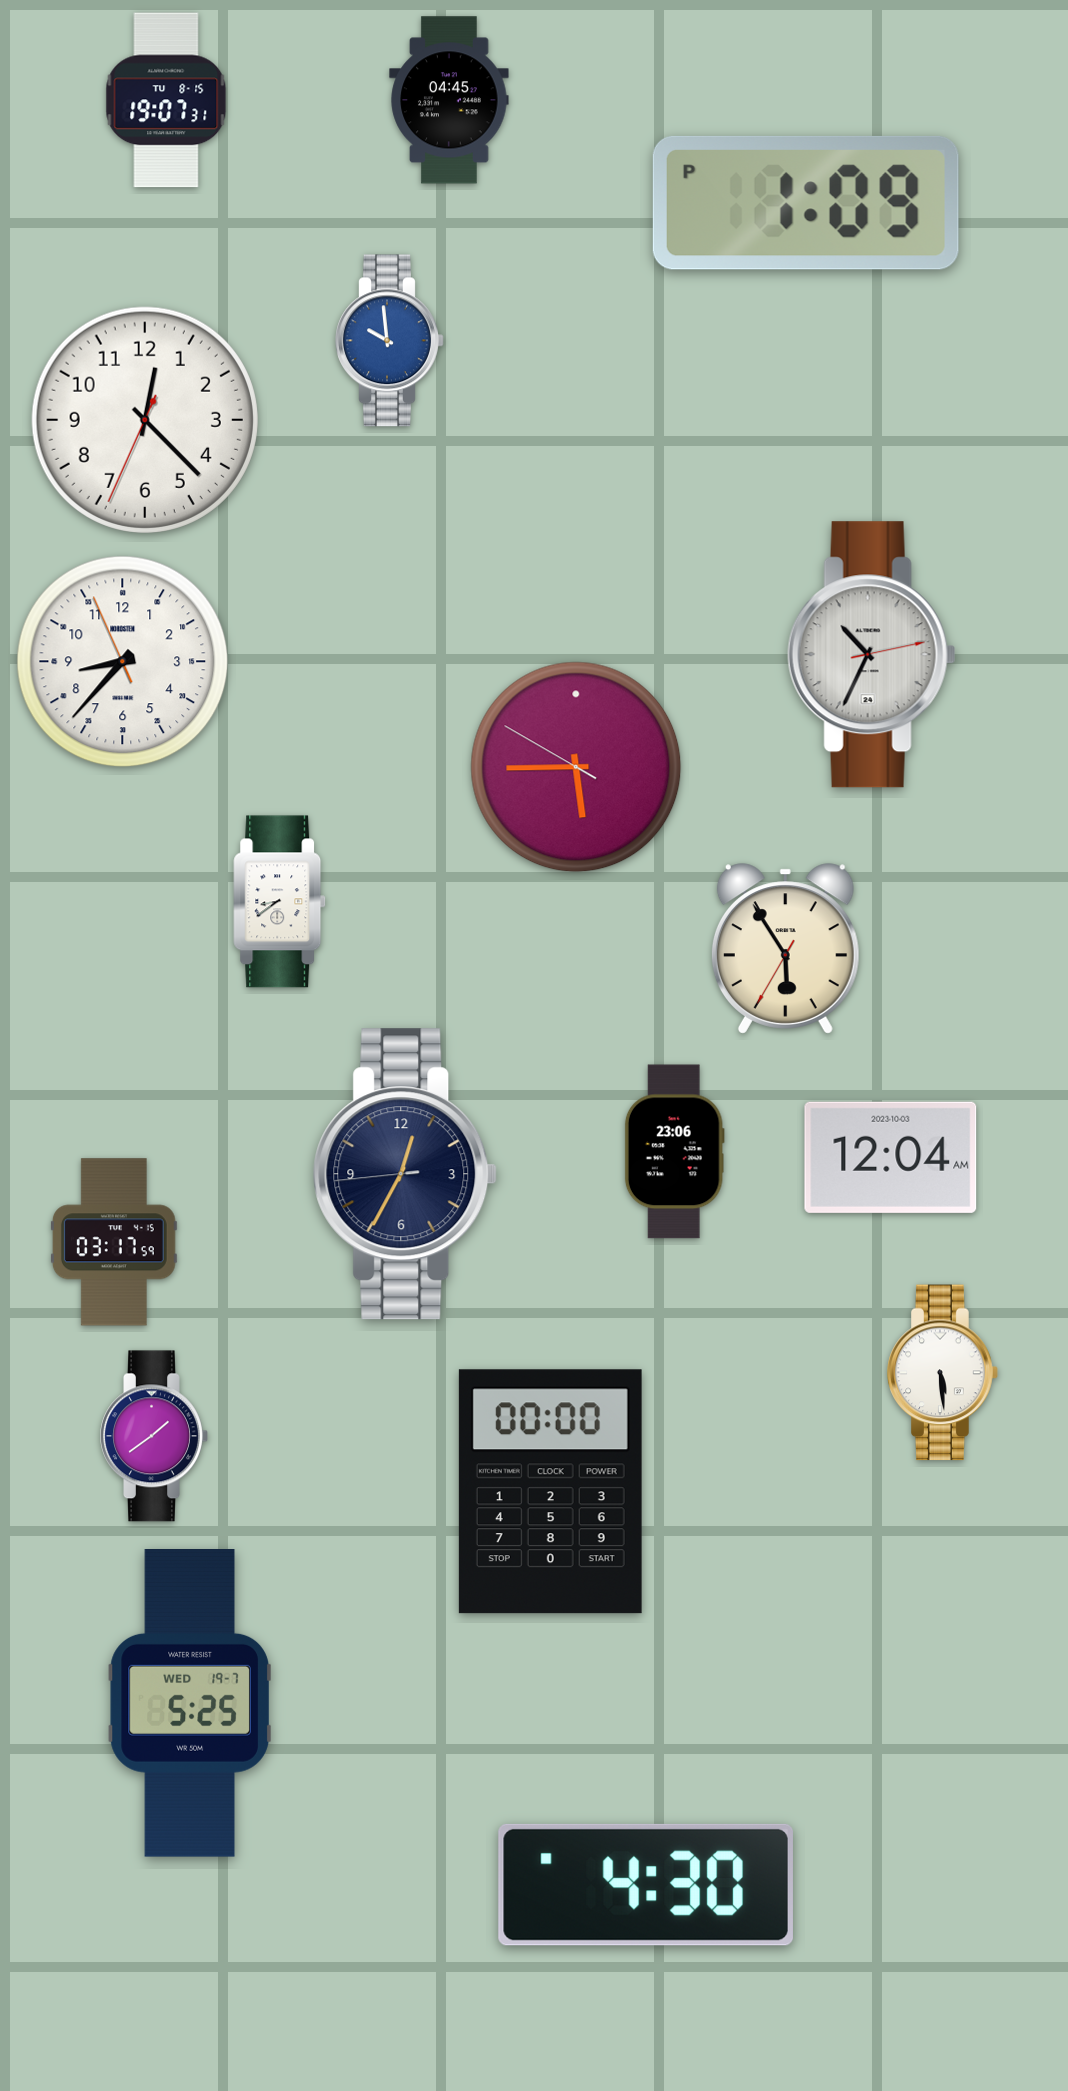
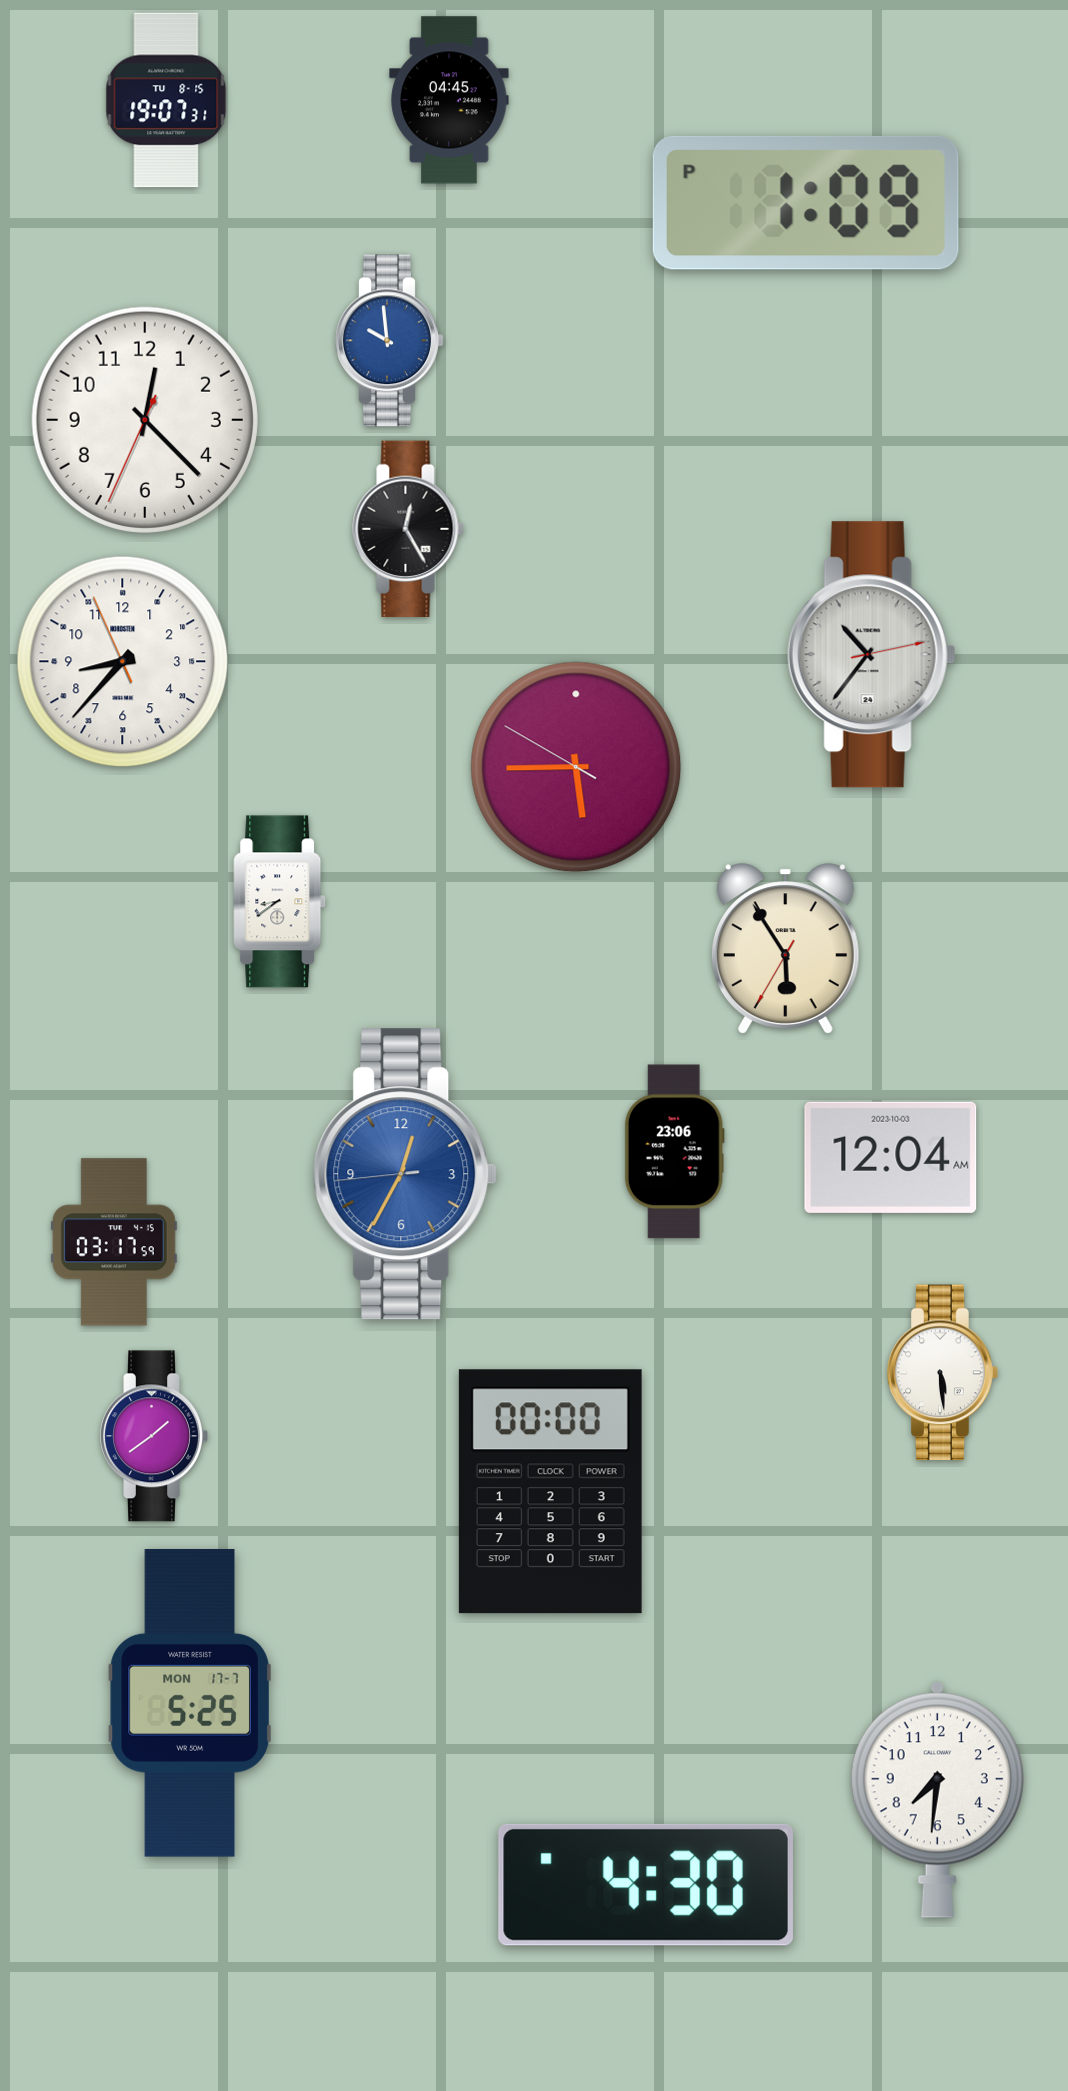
clock at (408, 529): none -> 12:25
clock at (871, 655): 10:34 -> 10:36
clock at (405, 1174) dial: navy -> blue
clock at (190, 1704) date: WED 19-7 -> MON 17-7
clock at (937, 1799): none -> 7:31
